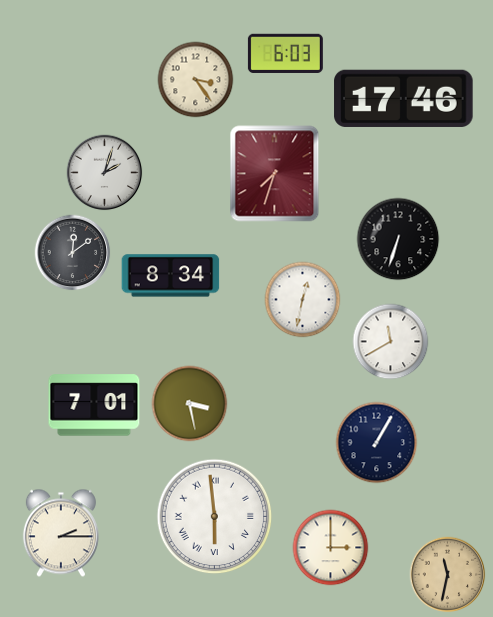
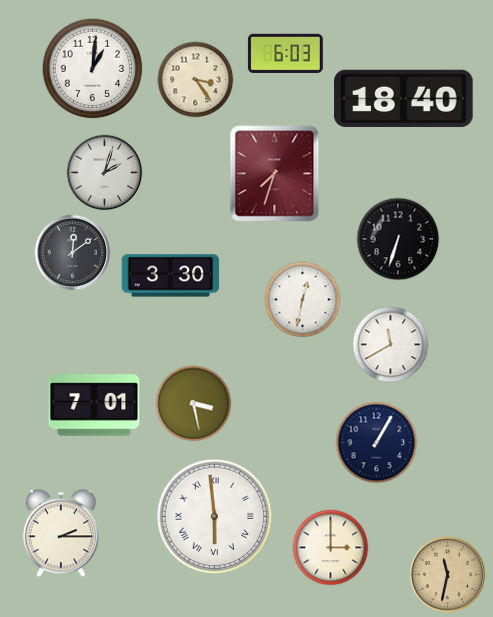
clock at (93, 69): none -> 1:01
clock at (404, 98): 17:46 -> 18:40
clock at (171, 276): 8:34 -> 3:30
clock at (391, 342) position: (391, 342) -> (391, 345)
clock at (190, 404) position: (190, 404) -> (194, 404)
